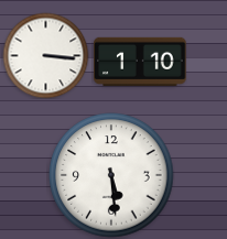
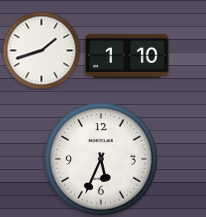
clock at (45, 55): 3:16 -> 1:42
clock at (111, 175): 5:29 -> 5:34
